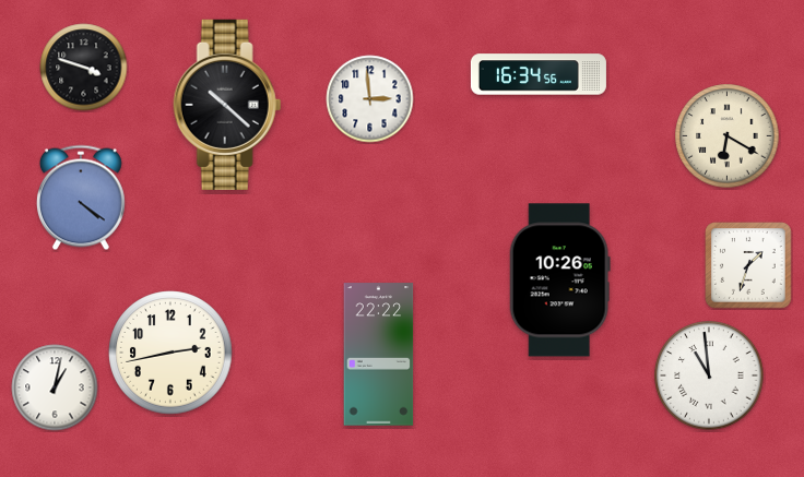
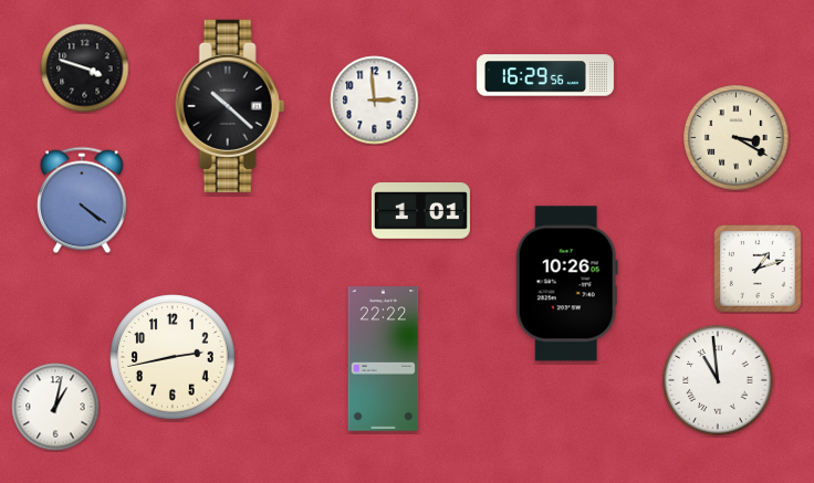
clock at (539, 74): 16:34 -> 16:29
clock at (728, 136): 6:20 -> 3:20
clock at (420, 211): none -> 1:01
clock at (748, 265): 1:33 -> 1:12
clock at (55, 387) position: (55, 387) -> (55, 407)
